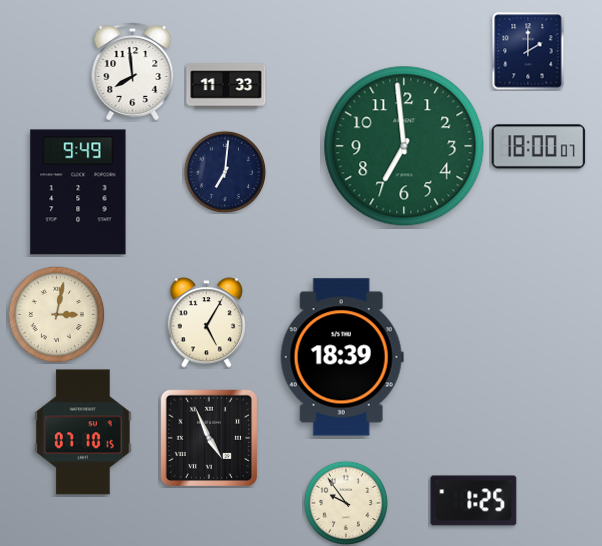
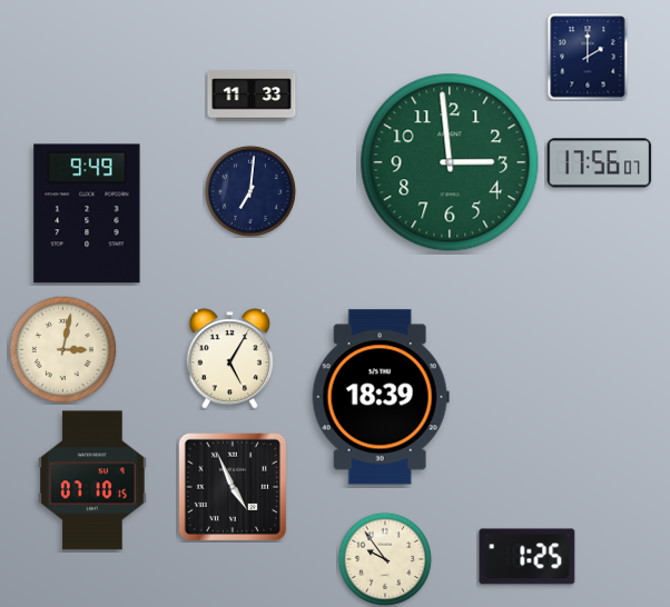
clock at (133, 72): 7:59 -> none
clock at (404, 146): 6:59 -> 2:59
clock at (539, 147): 18:00 -> 17:56
